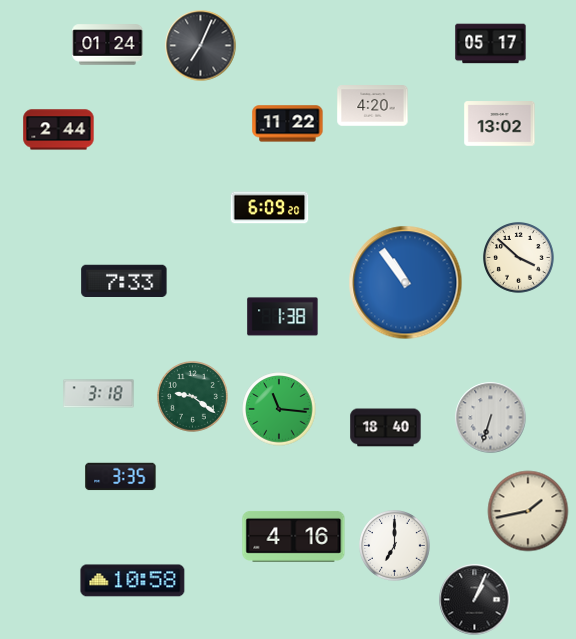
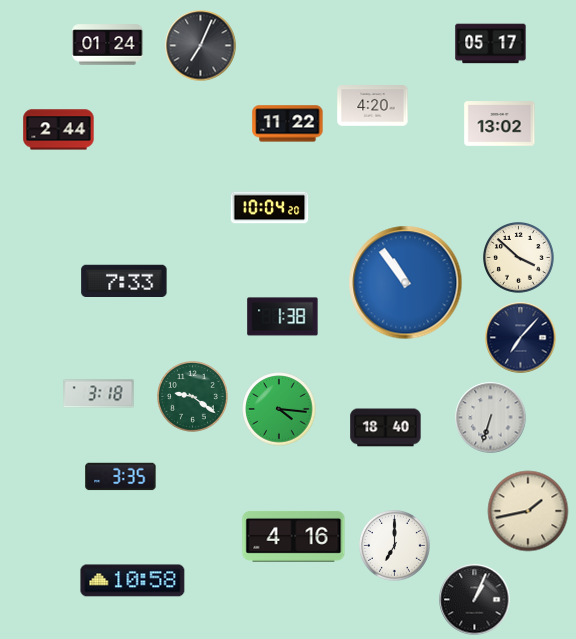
clock at (270, 208): 6:09 -> 10:04
clock at (521, 338): none -> 7:07
clock at (279, 409): 11:16 -> 4:16
